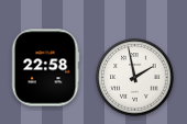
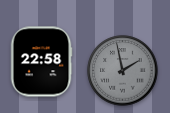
clock at (135, 78) dial: white -> grey
